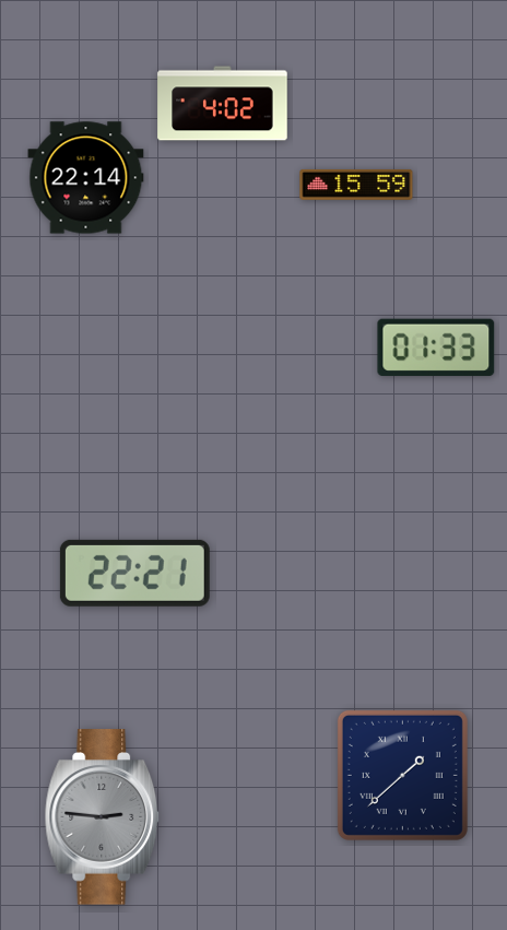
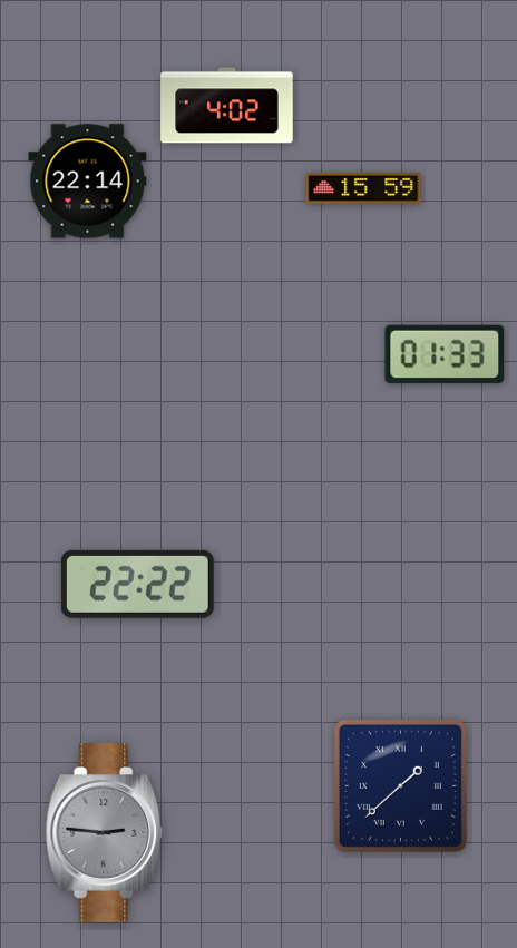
clock at (134, 573): 22:21 -> 22:22
clock at (402, 775) position: (402, 775) -> (400, 785)
